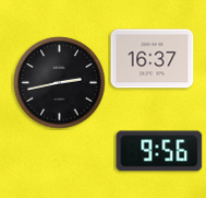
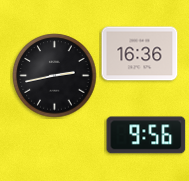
clock at (153, 59): 16:37 -> 16:36
clock at (159, 151) position: (159, 151) -> (146, 135)
